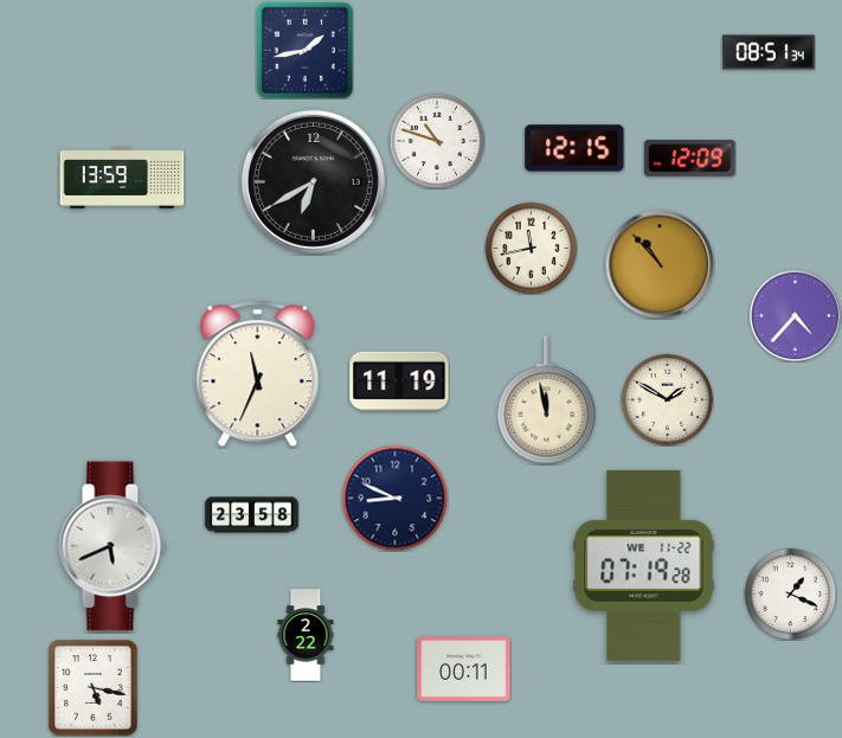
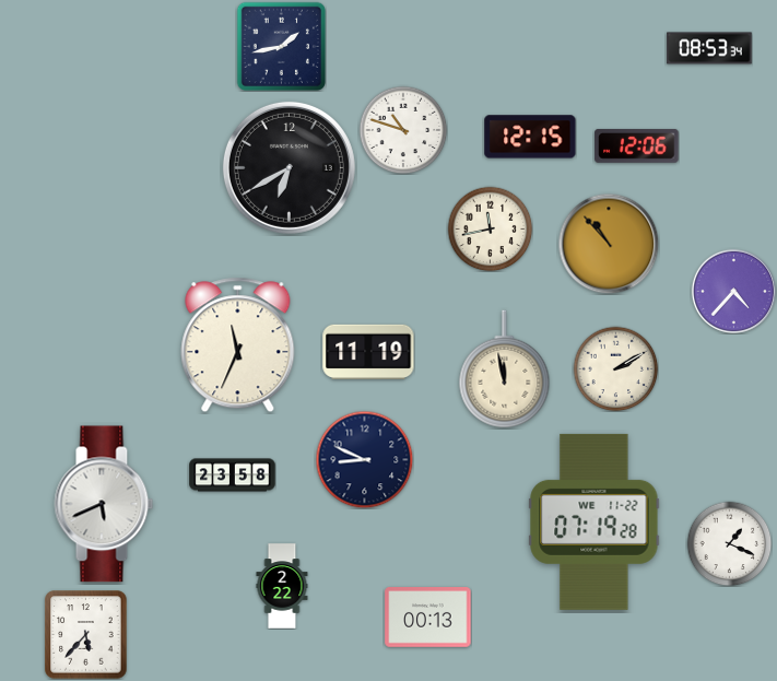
clock at (769, 52): 08:51 -> 08:53
clock at (690, 158): 12:09 -> 12:06
clock at (122, 178): 13:59 -> none
clock at (667, 399): 1:50 -> 2:10
clock at (790, 593) position: (790, 593) -> (729, 543)
clock at (464, 669): 00:11 -> 00:13
clock at (94, 688): 5:17 -> 5:37
